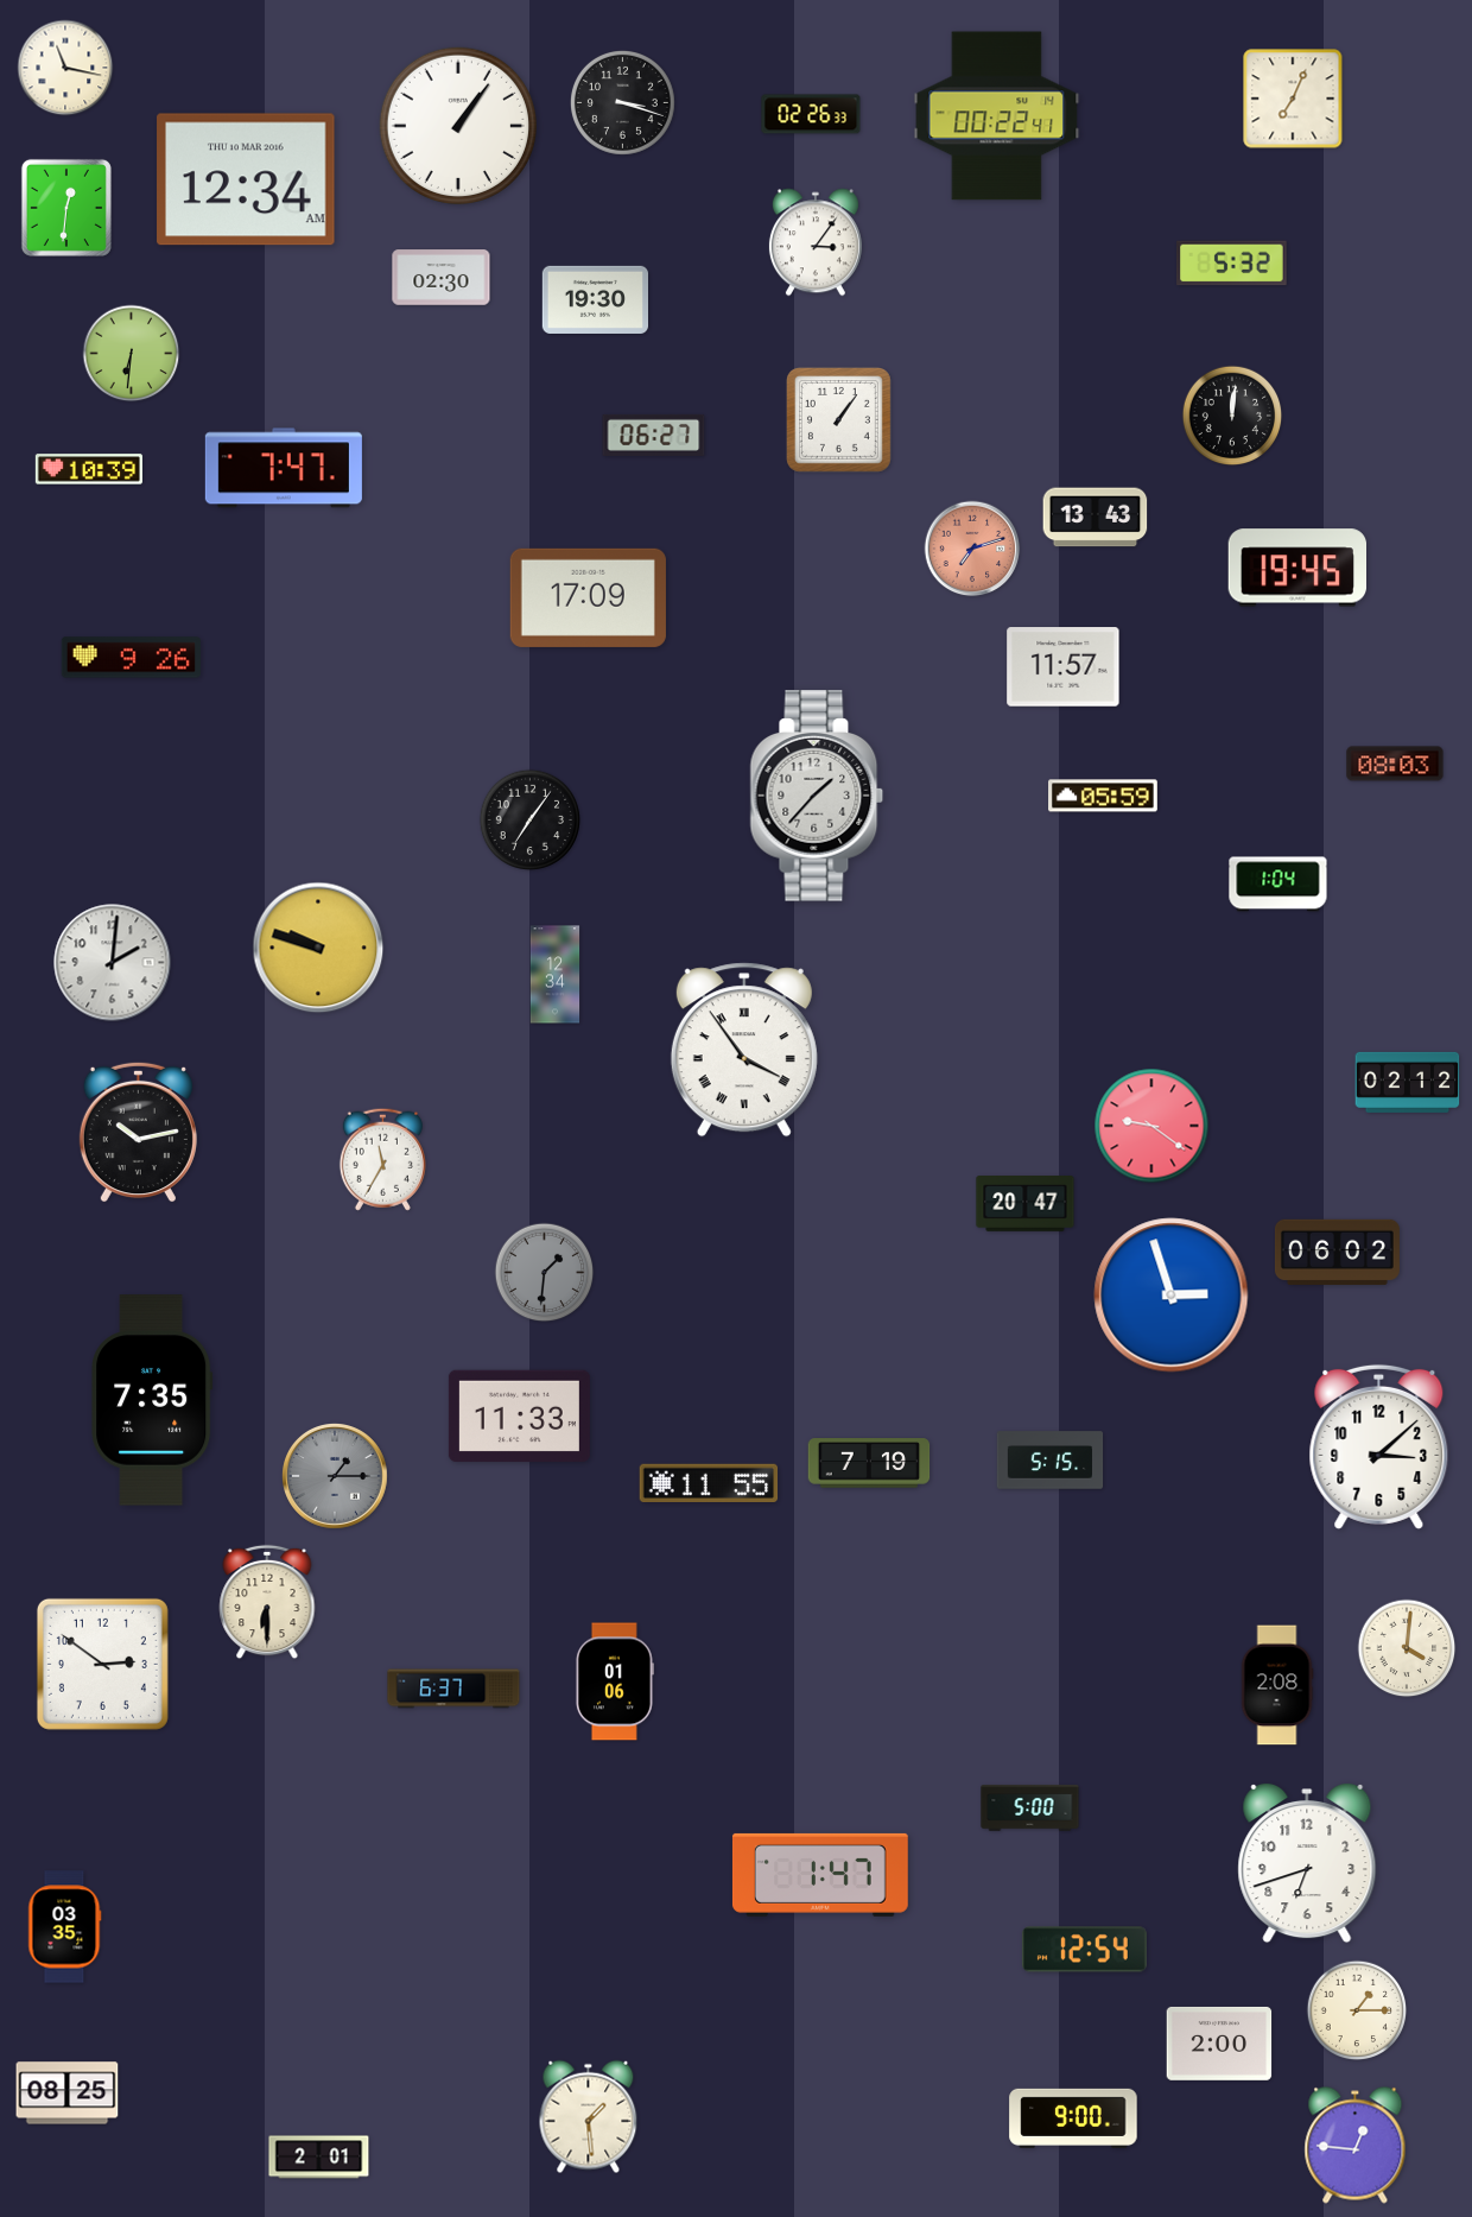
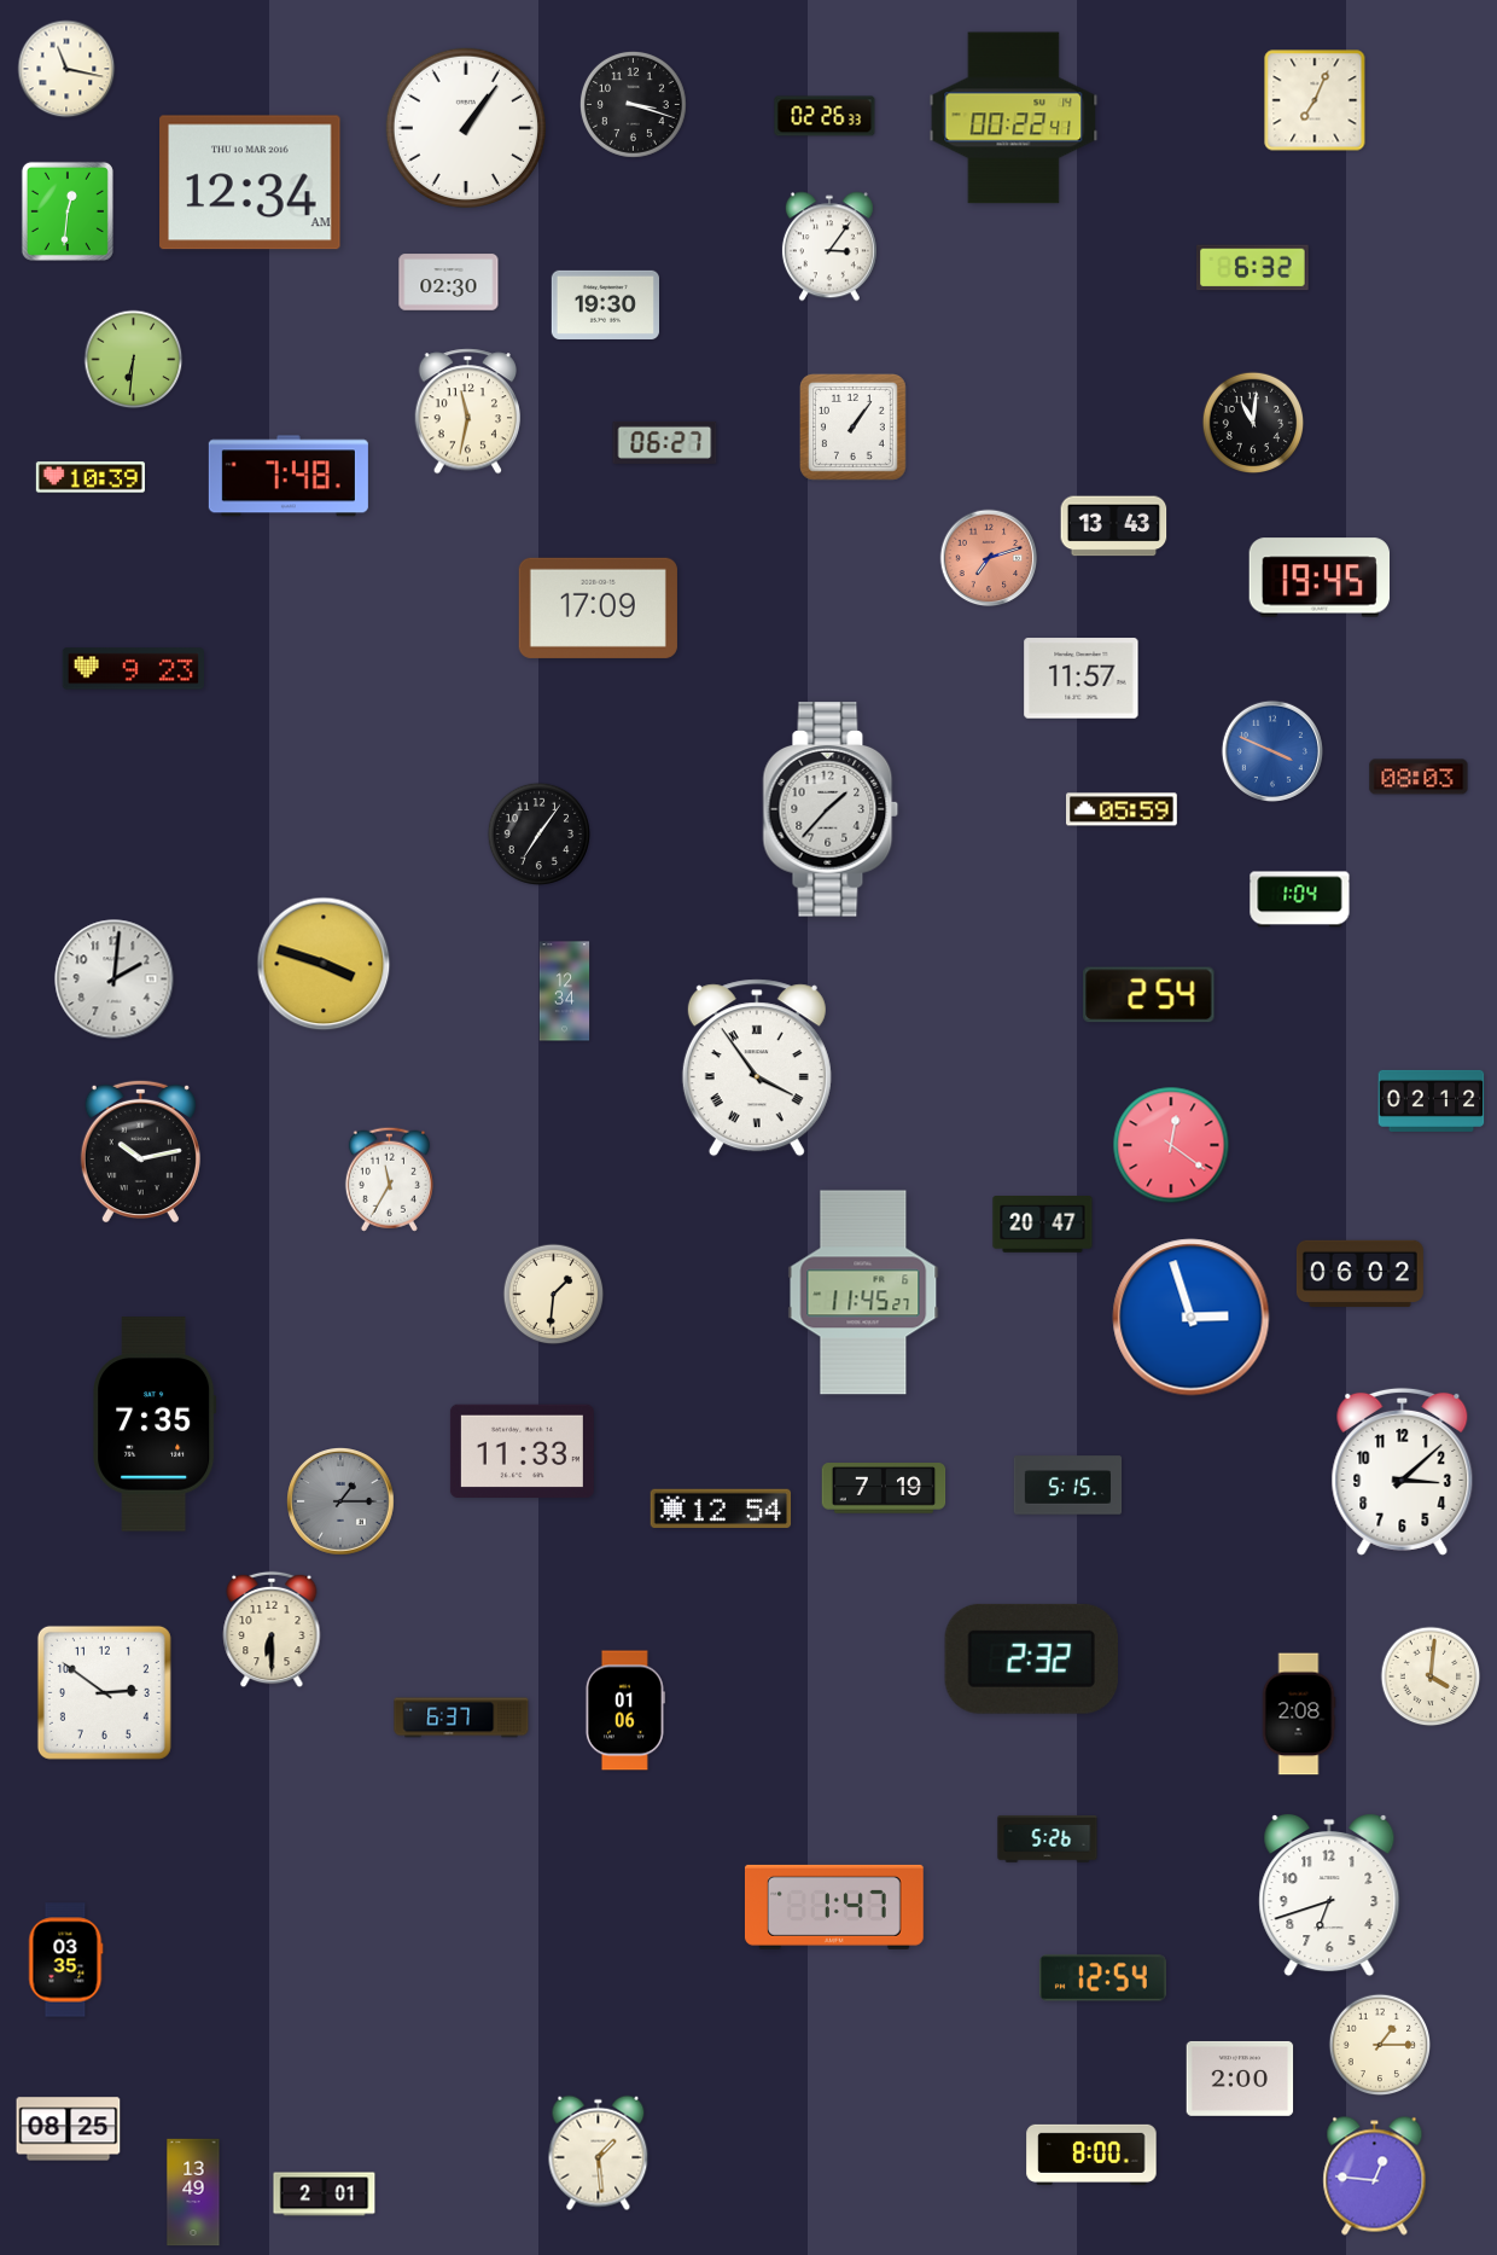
clock at (1232, 264): 5:32 -> 6:32
clock at (468, 412): none -> 11:32
clock at (1232, 416): 12:01 -> 11:01
clock at (284, 468): 7:47 -> 7:48
clock at (131, 658): 9:26 -> 9:23
clock at (1272, 751): none -> 3:49
clock at (318, 948): 9:48 -> 3:48
clock at (1149, 995): none -> 2:54
clock at (1151, 1126): 9:21 -> 12:21
clock at (863, 1292): none -> 11:45
clock at (545, 1273) dial: grey -> cream
clock at (519, 1417) position: (519, 1417) -> (522, 1452)
clock at (709, 1482): 11:55 -> 12:54
clock at (1031, 1658): none -> 2:32
clock at (1030, 1809): 5:00 -> 5:26
clock at (1084, 1950) position: (1084, 1950) -> (1102, 1978)
clock at (1073, 2118): 9:00 -> 8:00
clock at (1356, 2146) position: (1356, 2146) -> (1375, 2176)
clock at (193, 2192): none -> 13:49
